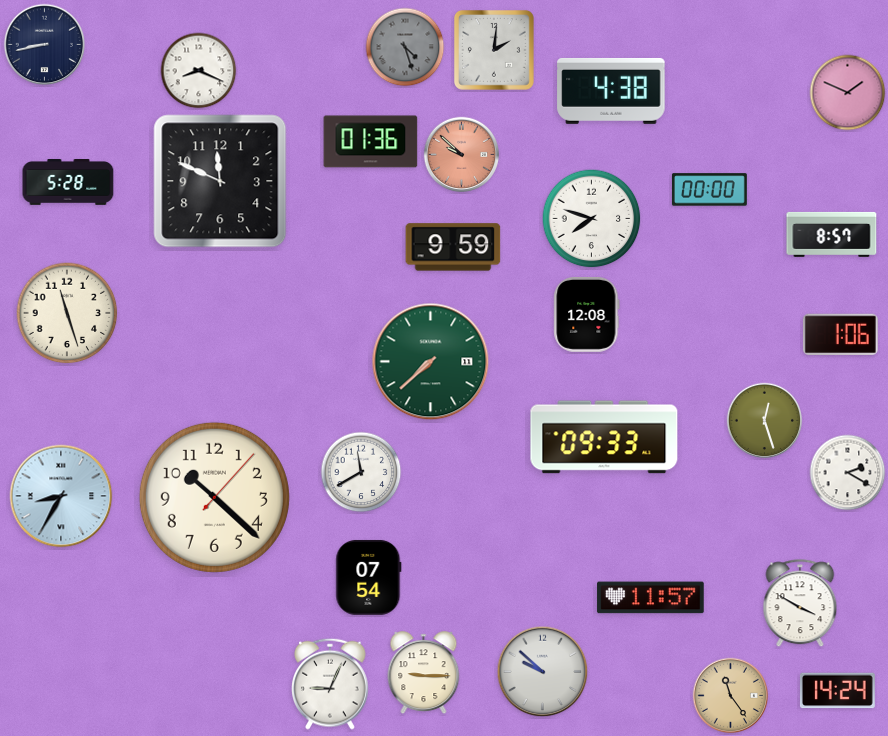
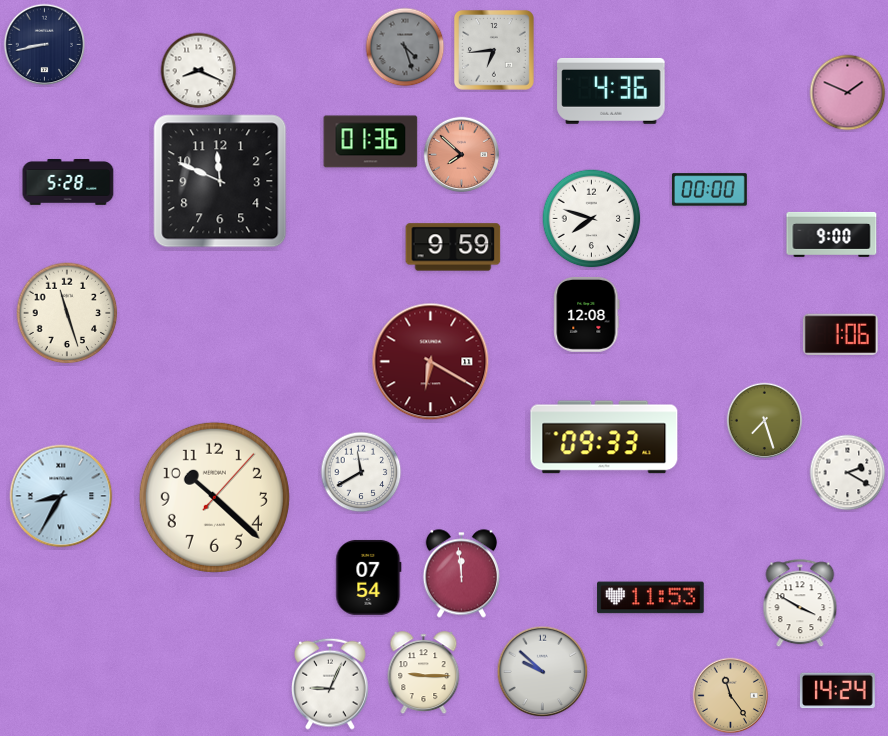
clock at (495, 51): 2:01 -> 6:44
clock at (611, 91): 4:38 -> 4:36
clock at (462, 155): 9:52 -> 7:52
clock at (832, 234): 8:57 -> 9:00
clock at (431, 362): 7:38 -> 6:20
clock at (431, 362) dial: green -> burgundy
clock at (765, 421): 12:27 -> 7:27
clock at (461, 574): none -> 11:59
clock at (651, 598): 11:57 -> 11:53
